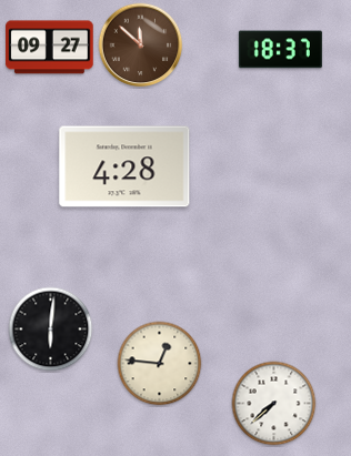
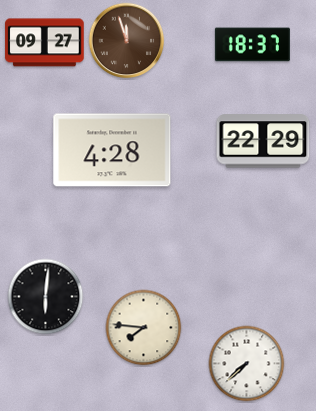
clock at (141, 45): 11:52 -> 11:57
clock at (263, 141): none -> 22:29
clock at (160, 364): 12:46 -> 7:46
